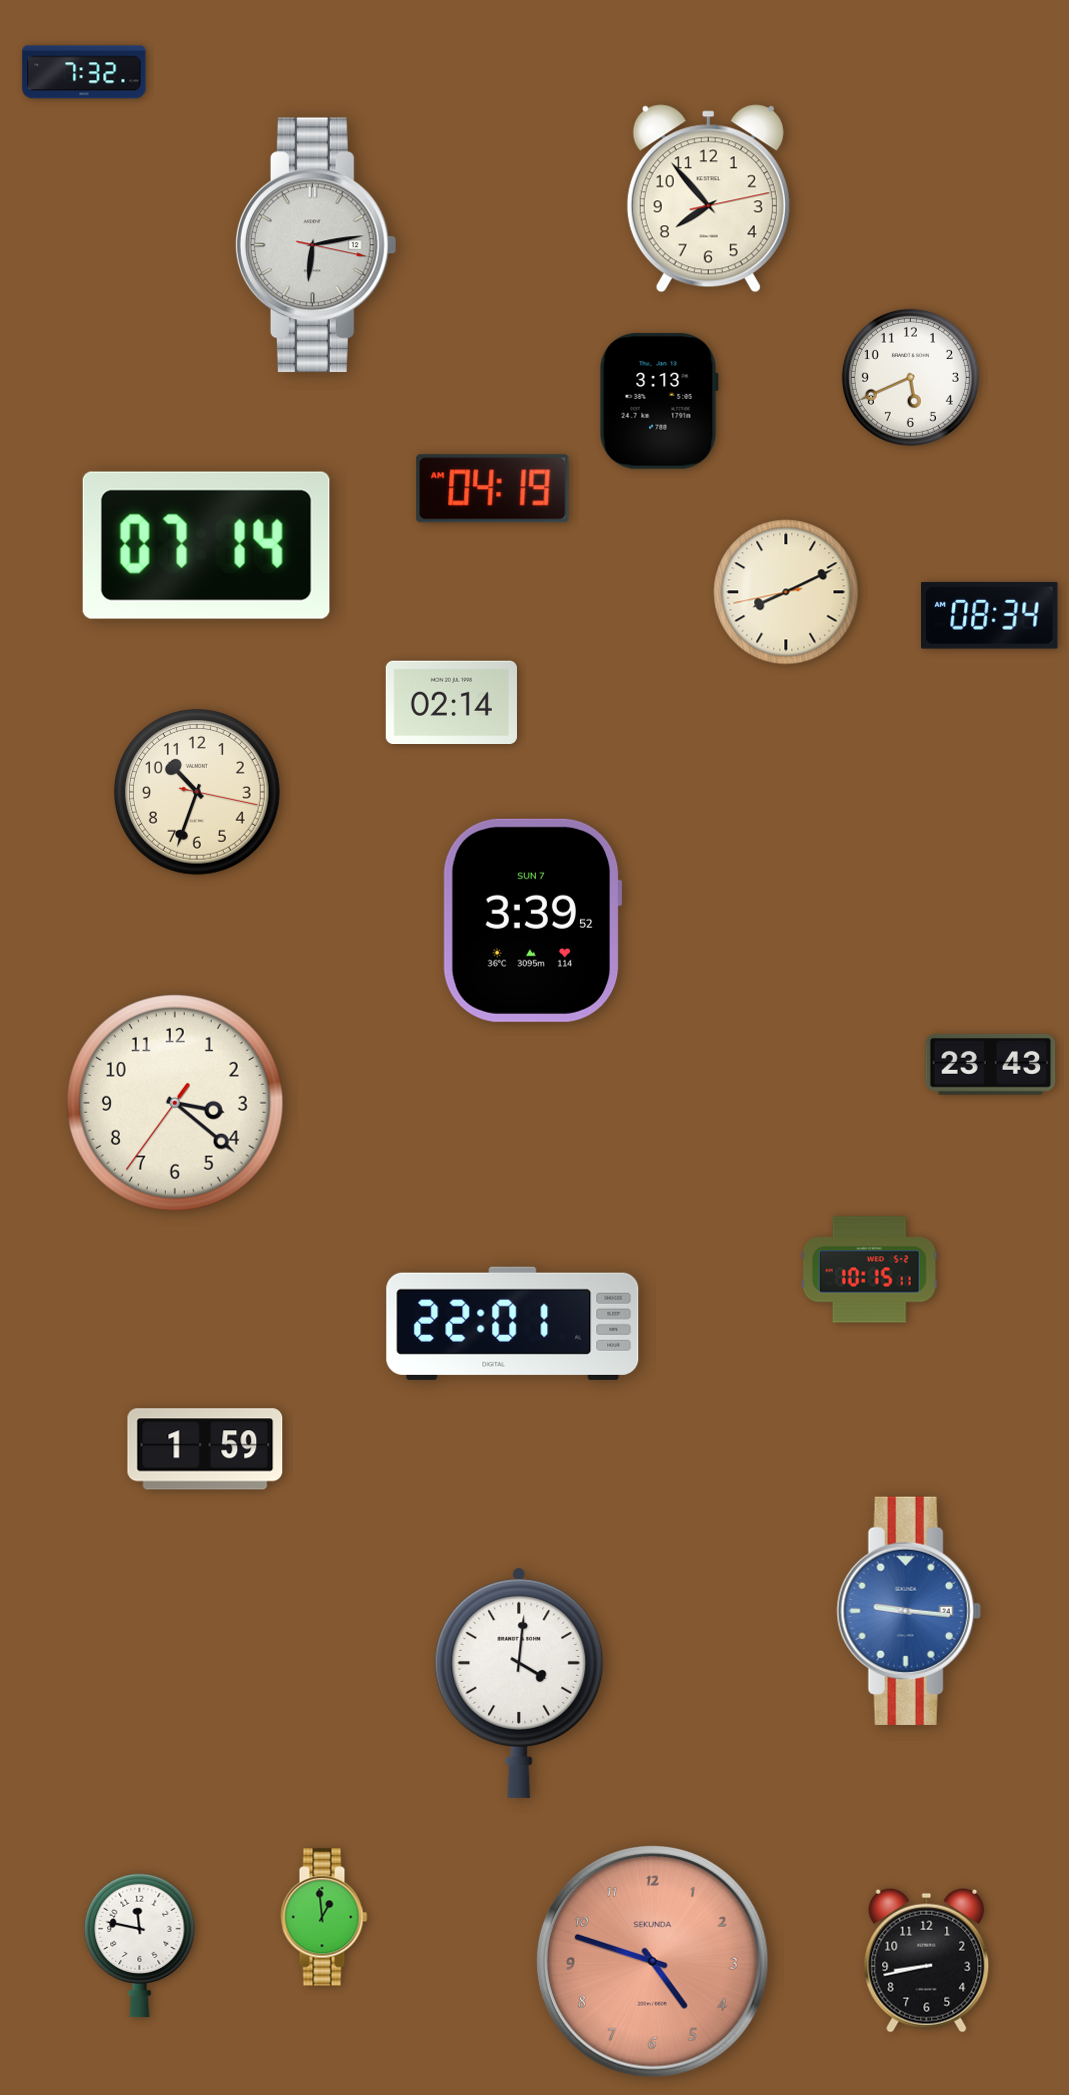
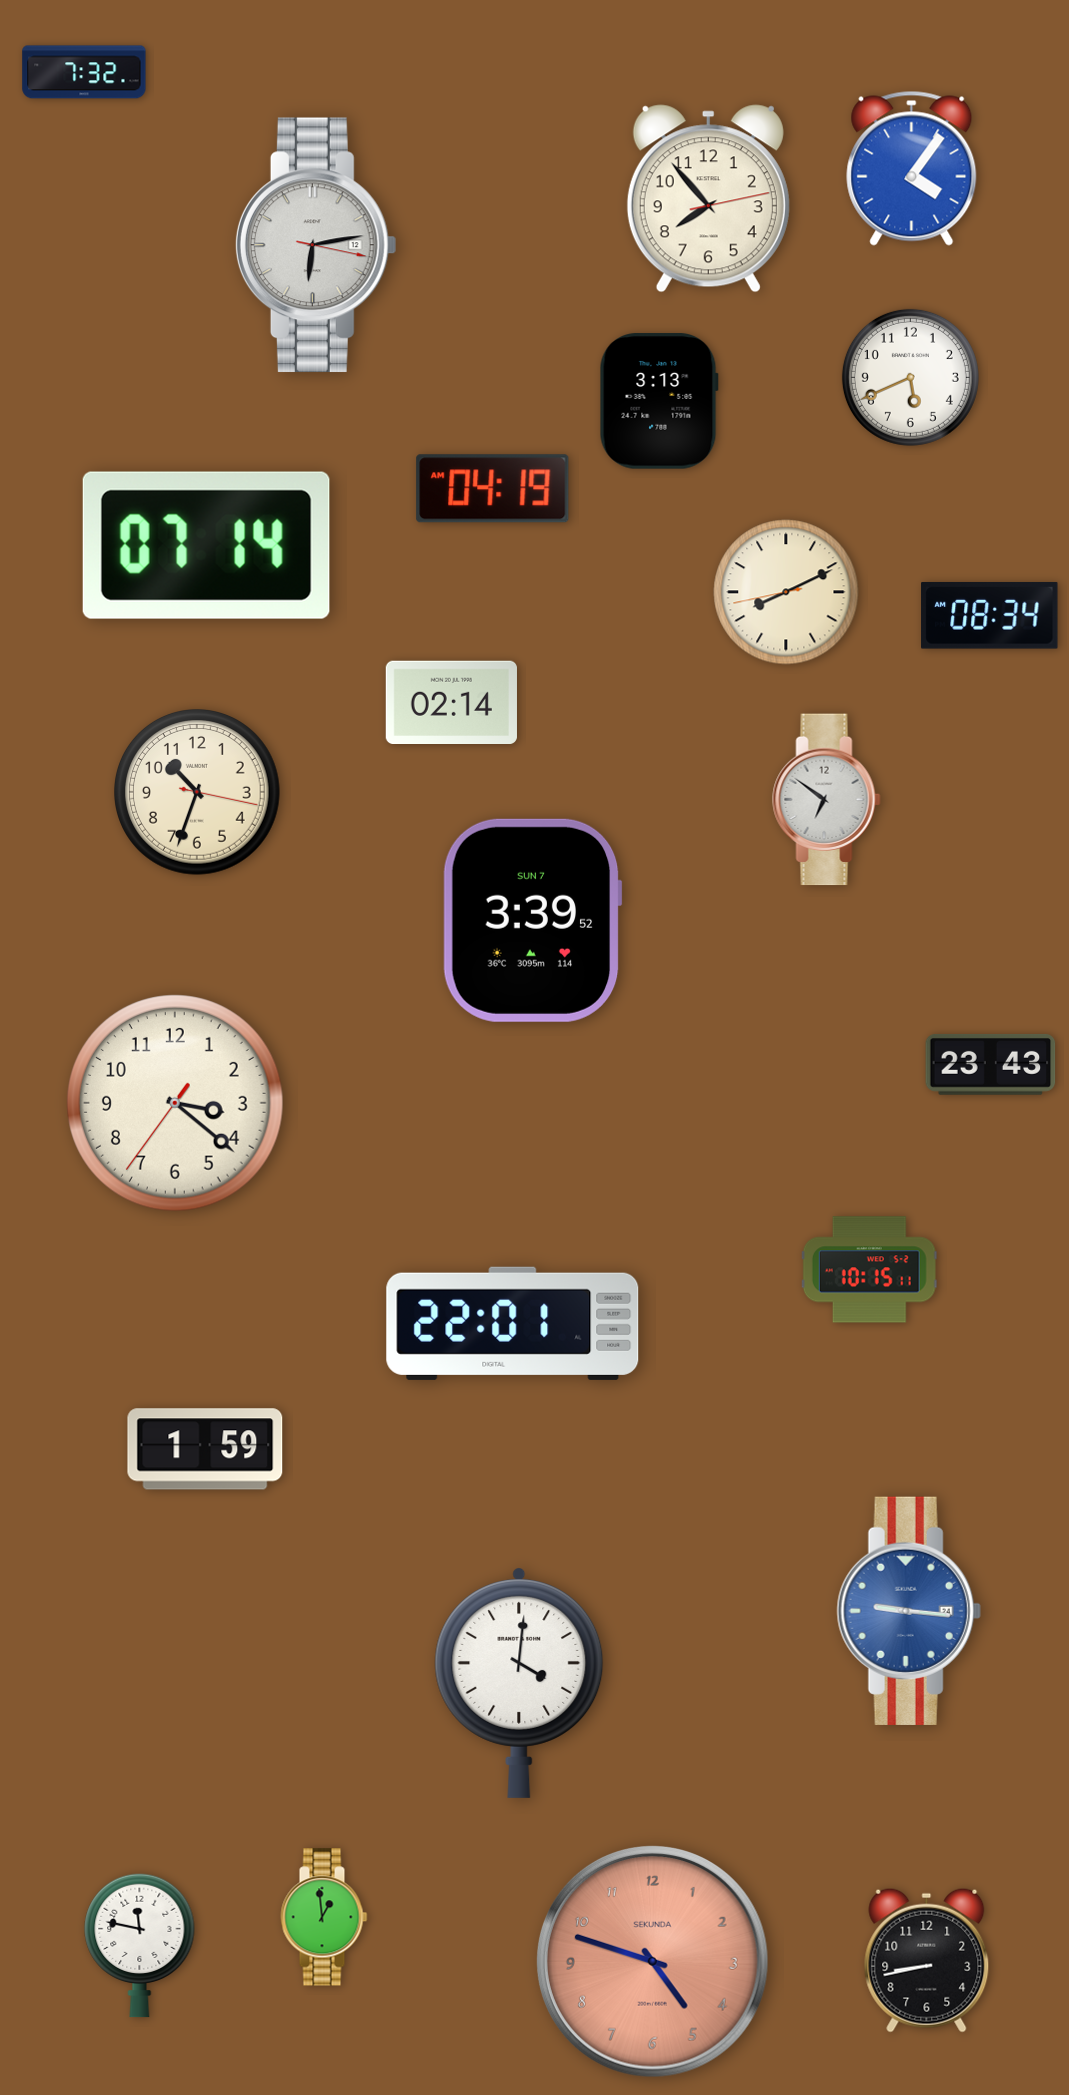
clock at (912, 168): none -> 4:06
clock at (827, 800): none -> 6:51
